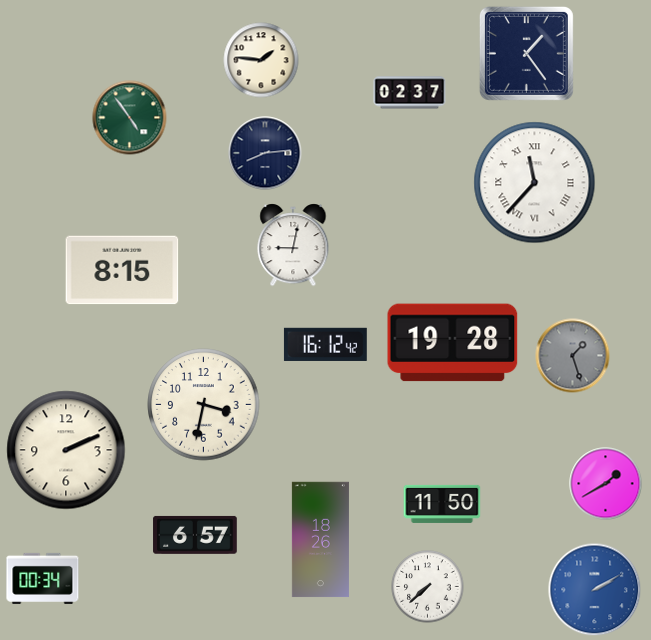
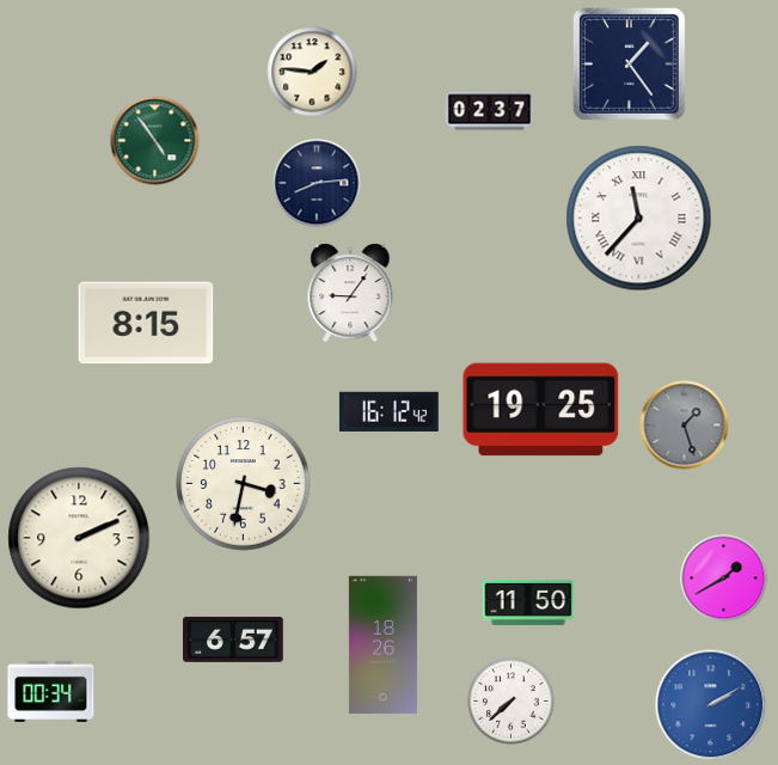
clock at (293, 245): 9:02 -> 9:06
clock at (453, 343): 19:28 -> 19:25
